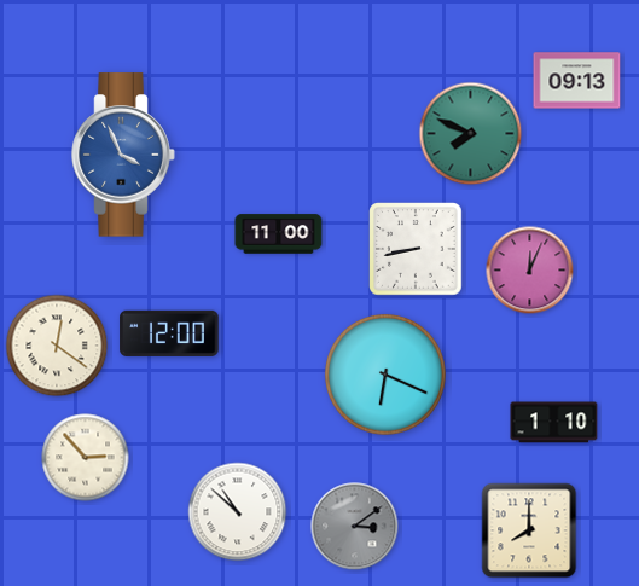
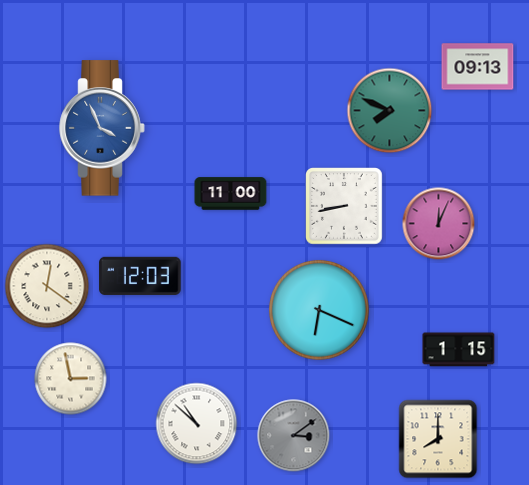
clock at (169, 333): 12:00 -> 12:03
clock at (554, 423): 1:10 -> 1:15
clock at (86, 458): 2:53 -> 2:58
